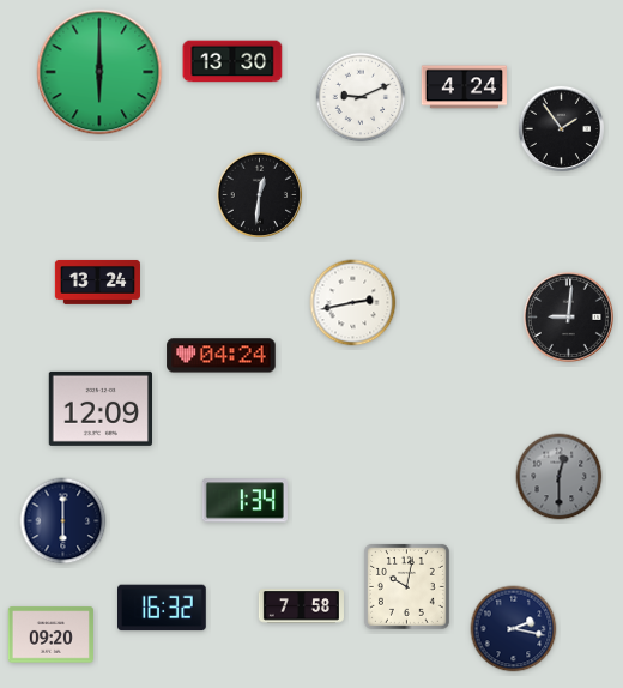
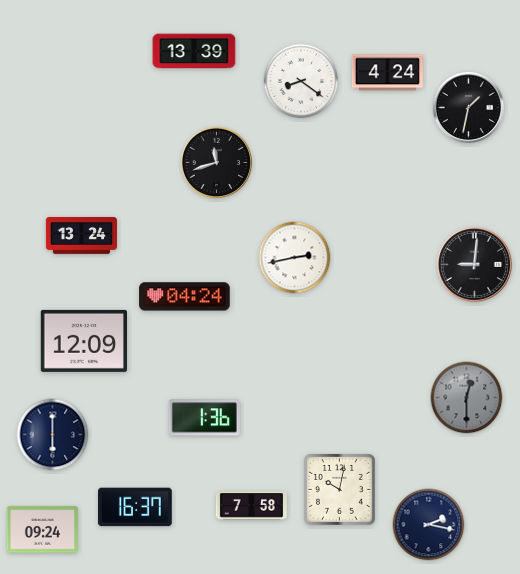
clock at (232, 61): 13:30 -> 13:39
clock at (99, 72): 6:00 -> none
clock at (361, 97): 9:11 -> 8:21
clock at (561, 128): 1:54 -> 1:32
clock at (259, 194): 12:31 -> 11:42
clock at (353, 303) position: (353, 303) -> (295, 258)
clock at (244, 501): 1:34 -> 1:36
clock at (163, 608): 16:32 -> 16:37
clock at (50, 635): 09:20 -> 09:24
